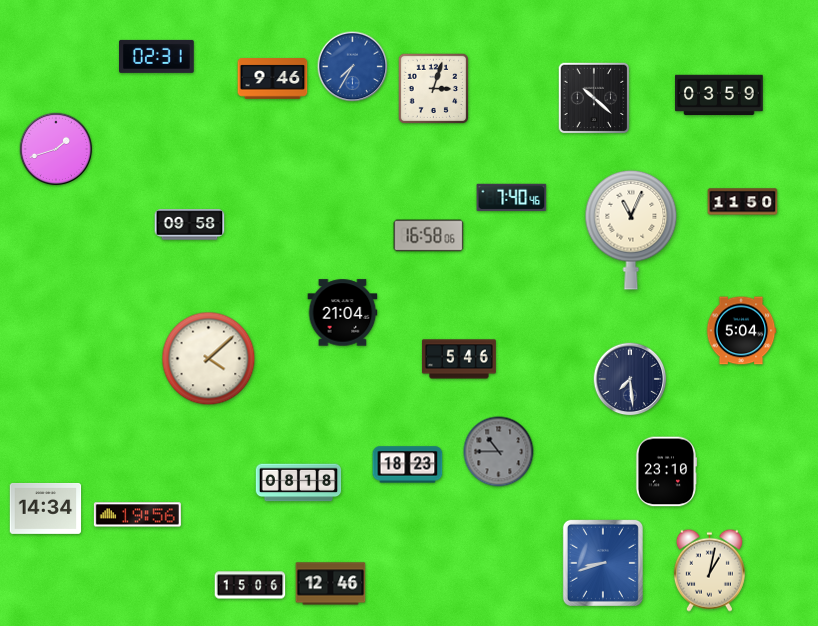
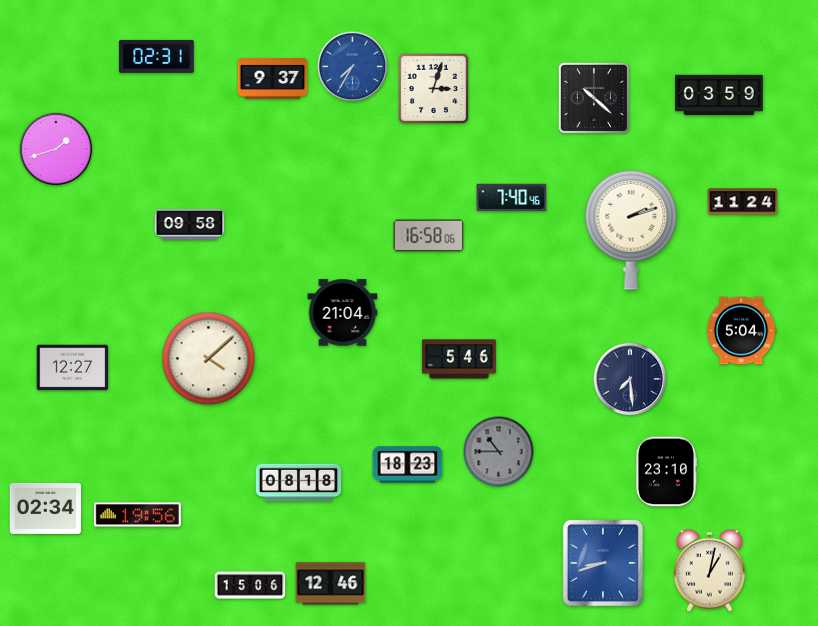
clock at (273, 79): 9:46 -> 9:37
clock at (743, 202): 11:50 -> 11:24
clock at (631, 230): 11:04 -> 2:12
clock at (73, 368): none -> 12:27
clock at (46, 508): 14:34 -> 02:34
